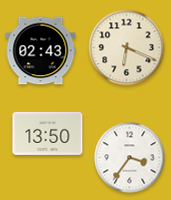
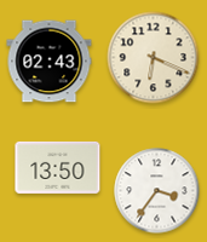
clock at (48, 133) position: (48, 133) -> (58, 167)
